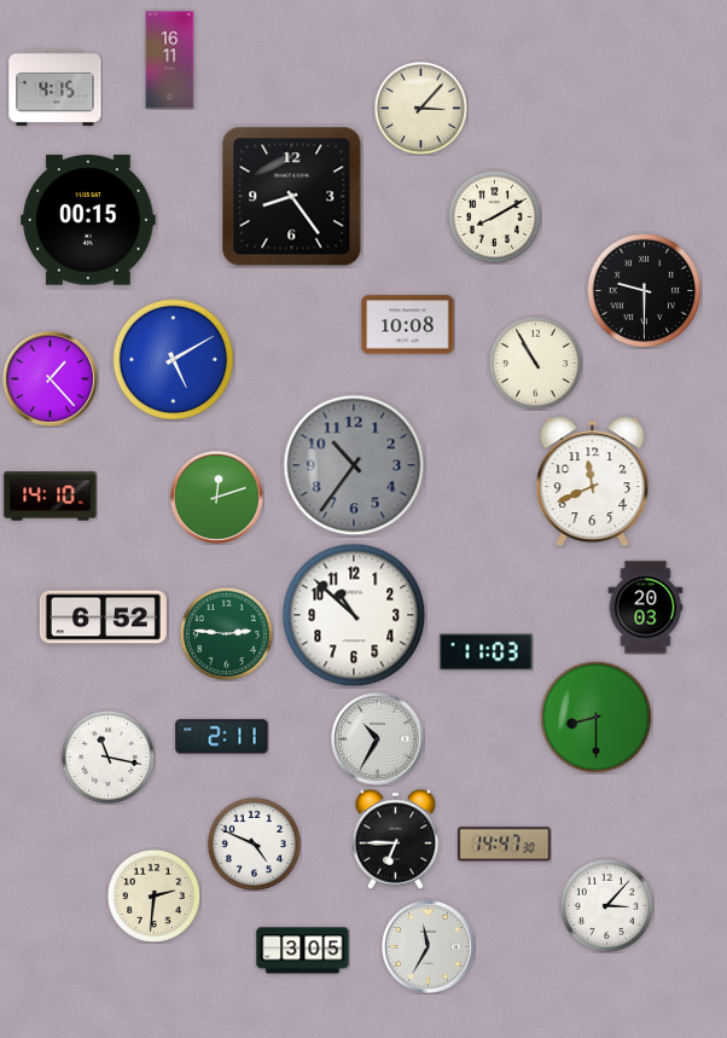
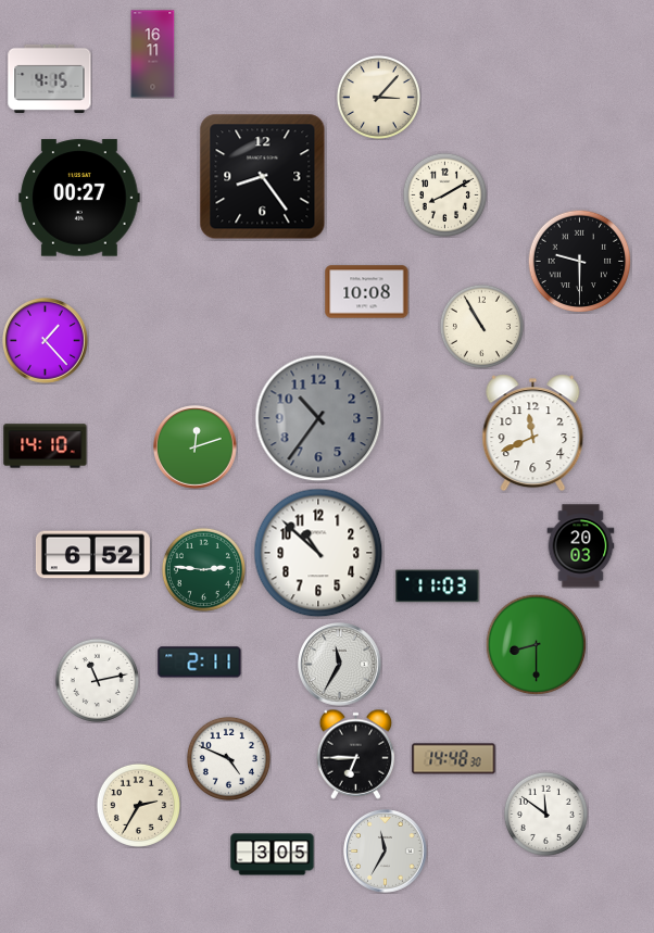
clock at (88, 220): 00:15 -> 00:27
clock at (174, 360): 5:10 -> none
clock at (378, 740): 10:35 -> 11:35
clock at (107, 756): 11:17 -> 11:13
clock at (505, 845): 14:47 -> 14:48
clock at (153, 895): 2:31 -> 2:35
clock at (606, 905): 3:07 -> 11:51
